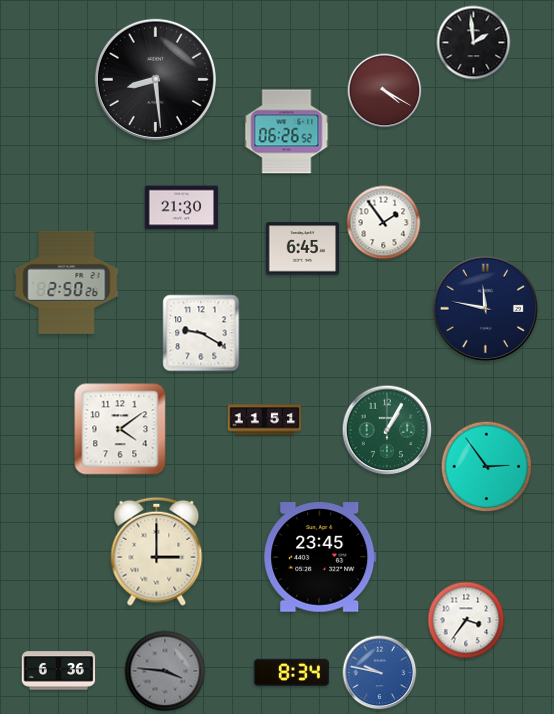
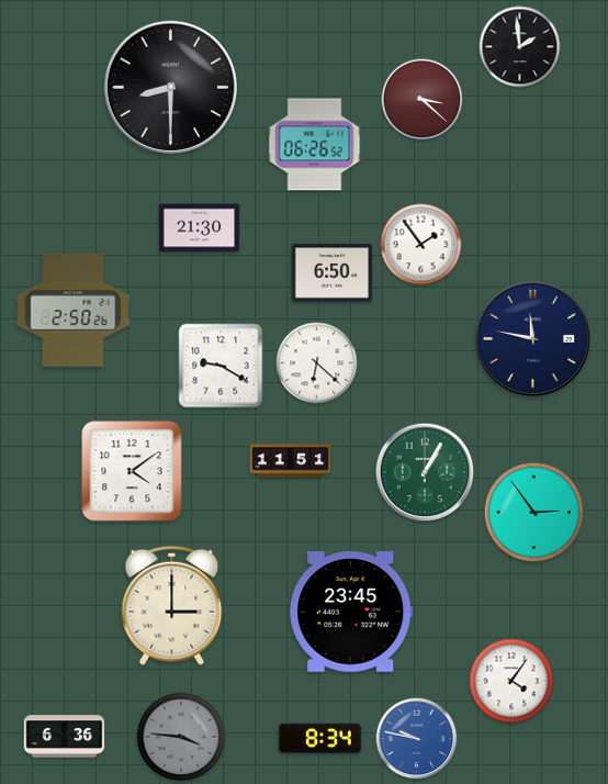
clock at (155, 79): 8:29 -> 8:30
clock at (385, 91): 4:20 -> 3:22
clock at (303, 249): 6:45 -> 6:50
clock at (317, 363): none -> 6:22
clock at (466, 620): 3:36 -> 4:06
